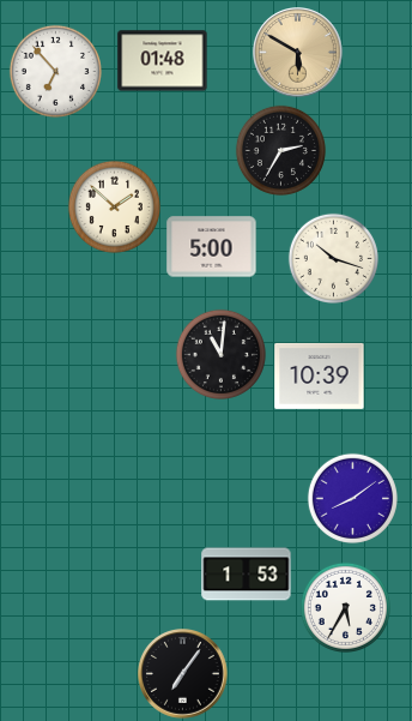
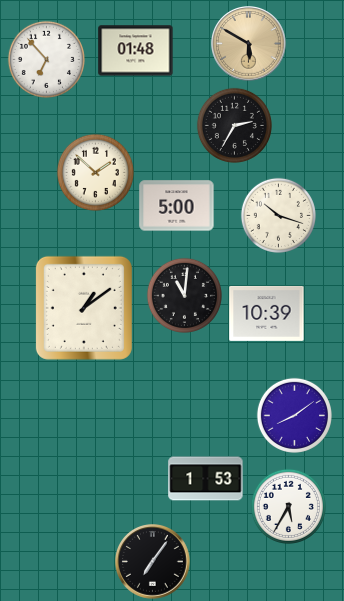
clock at (84, 308): none -> 1:09
